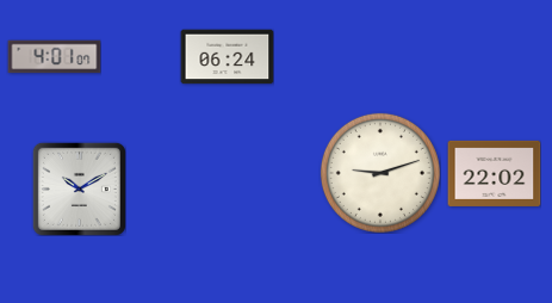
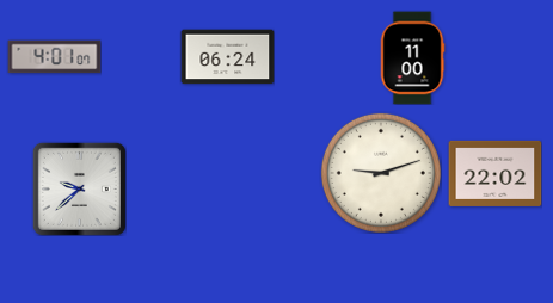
clock at (412, 57): none -> 11:00
clock at (79, 188): 10:10 -> 9:38
